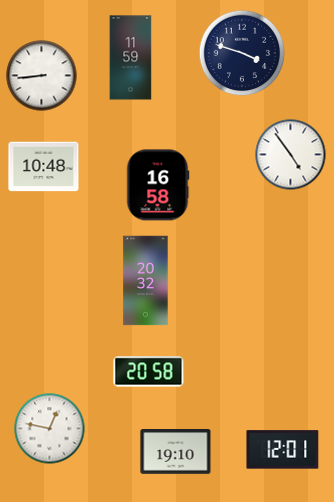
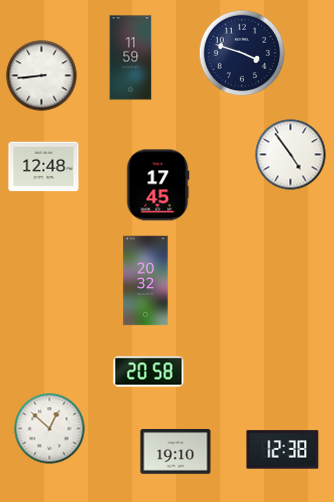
clock at (44, 167): 10:48 -> 12:48
clock at (158, 185): 16:58 -> 17:45
clock at (50, 429): 12:47 -> 12:52
clock at (283, 450): 12:01 -> 12:38
